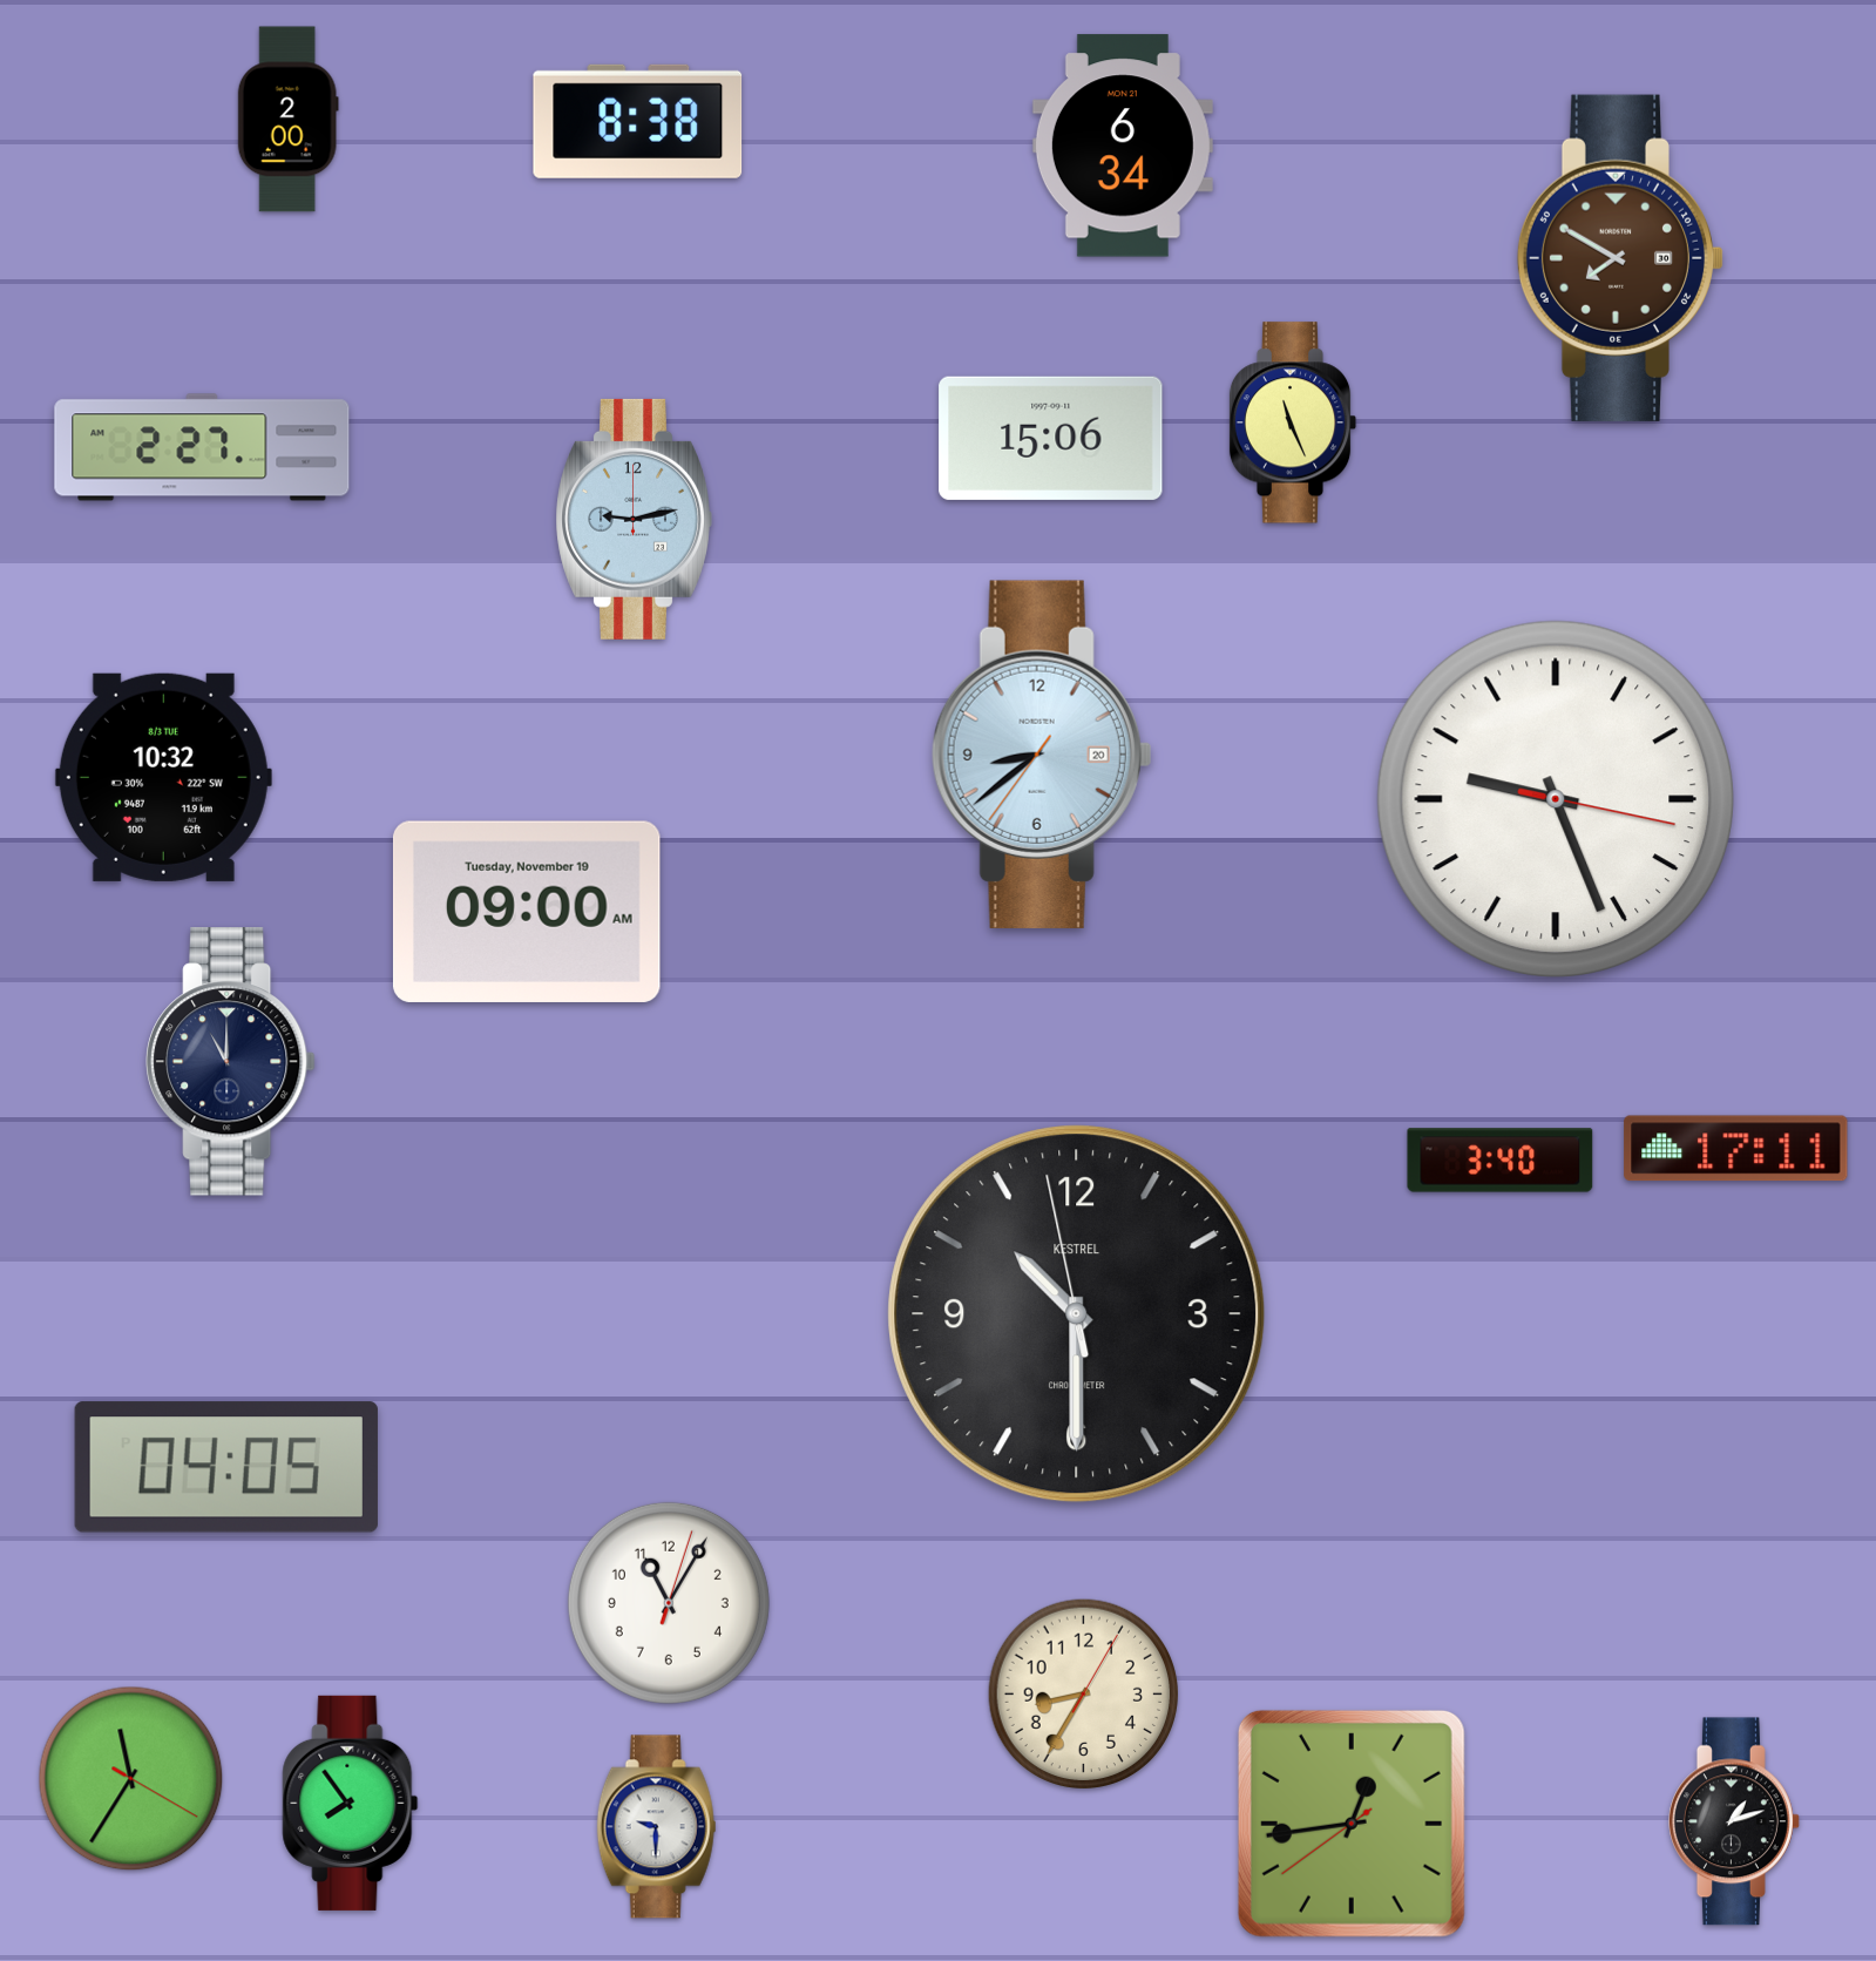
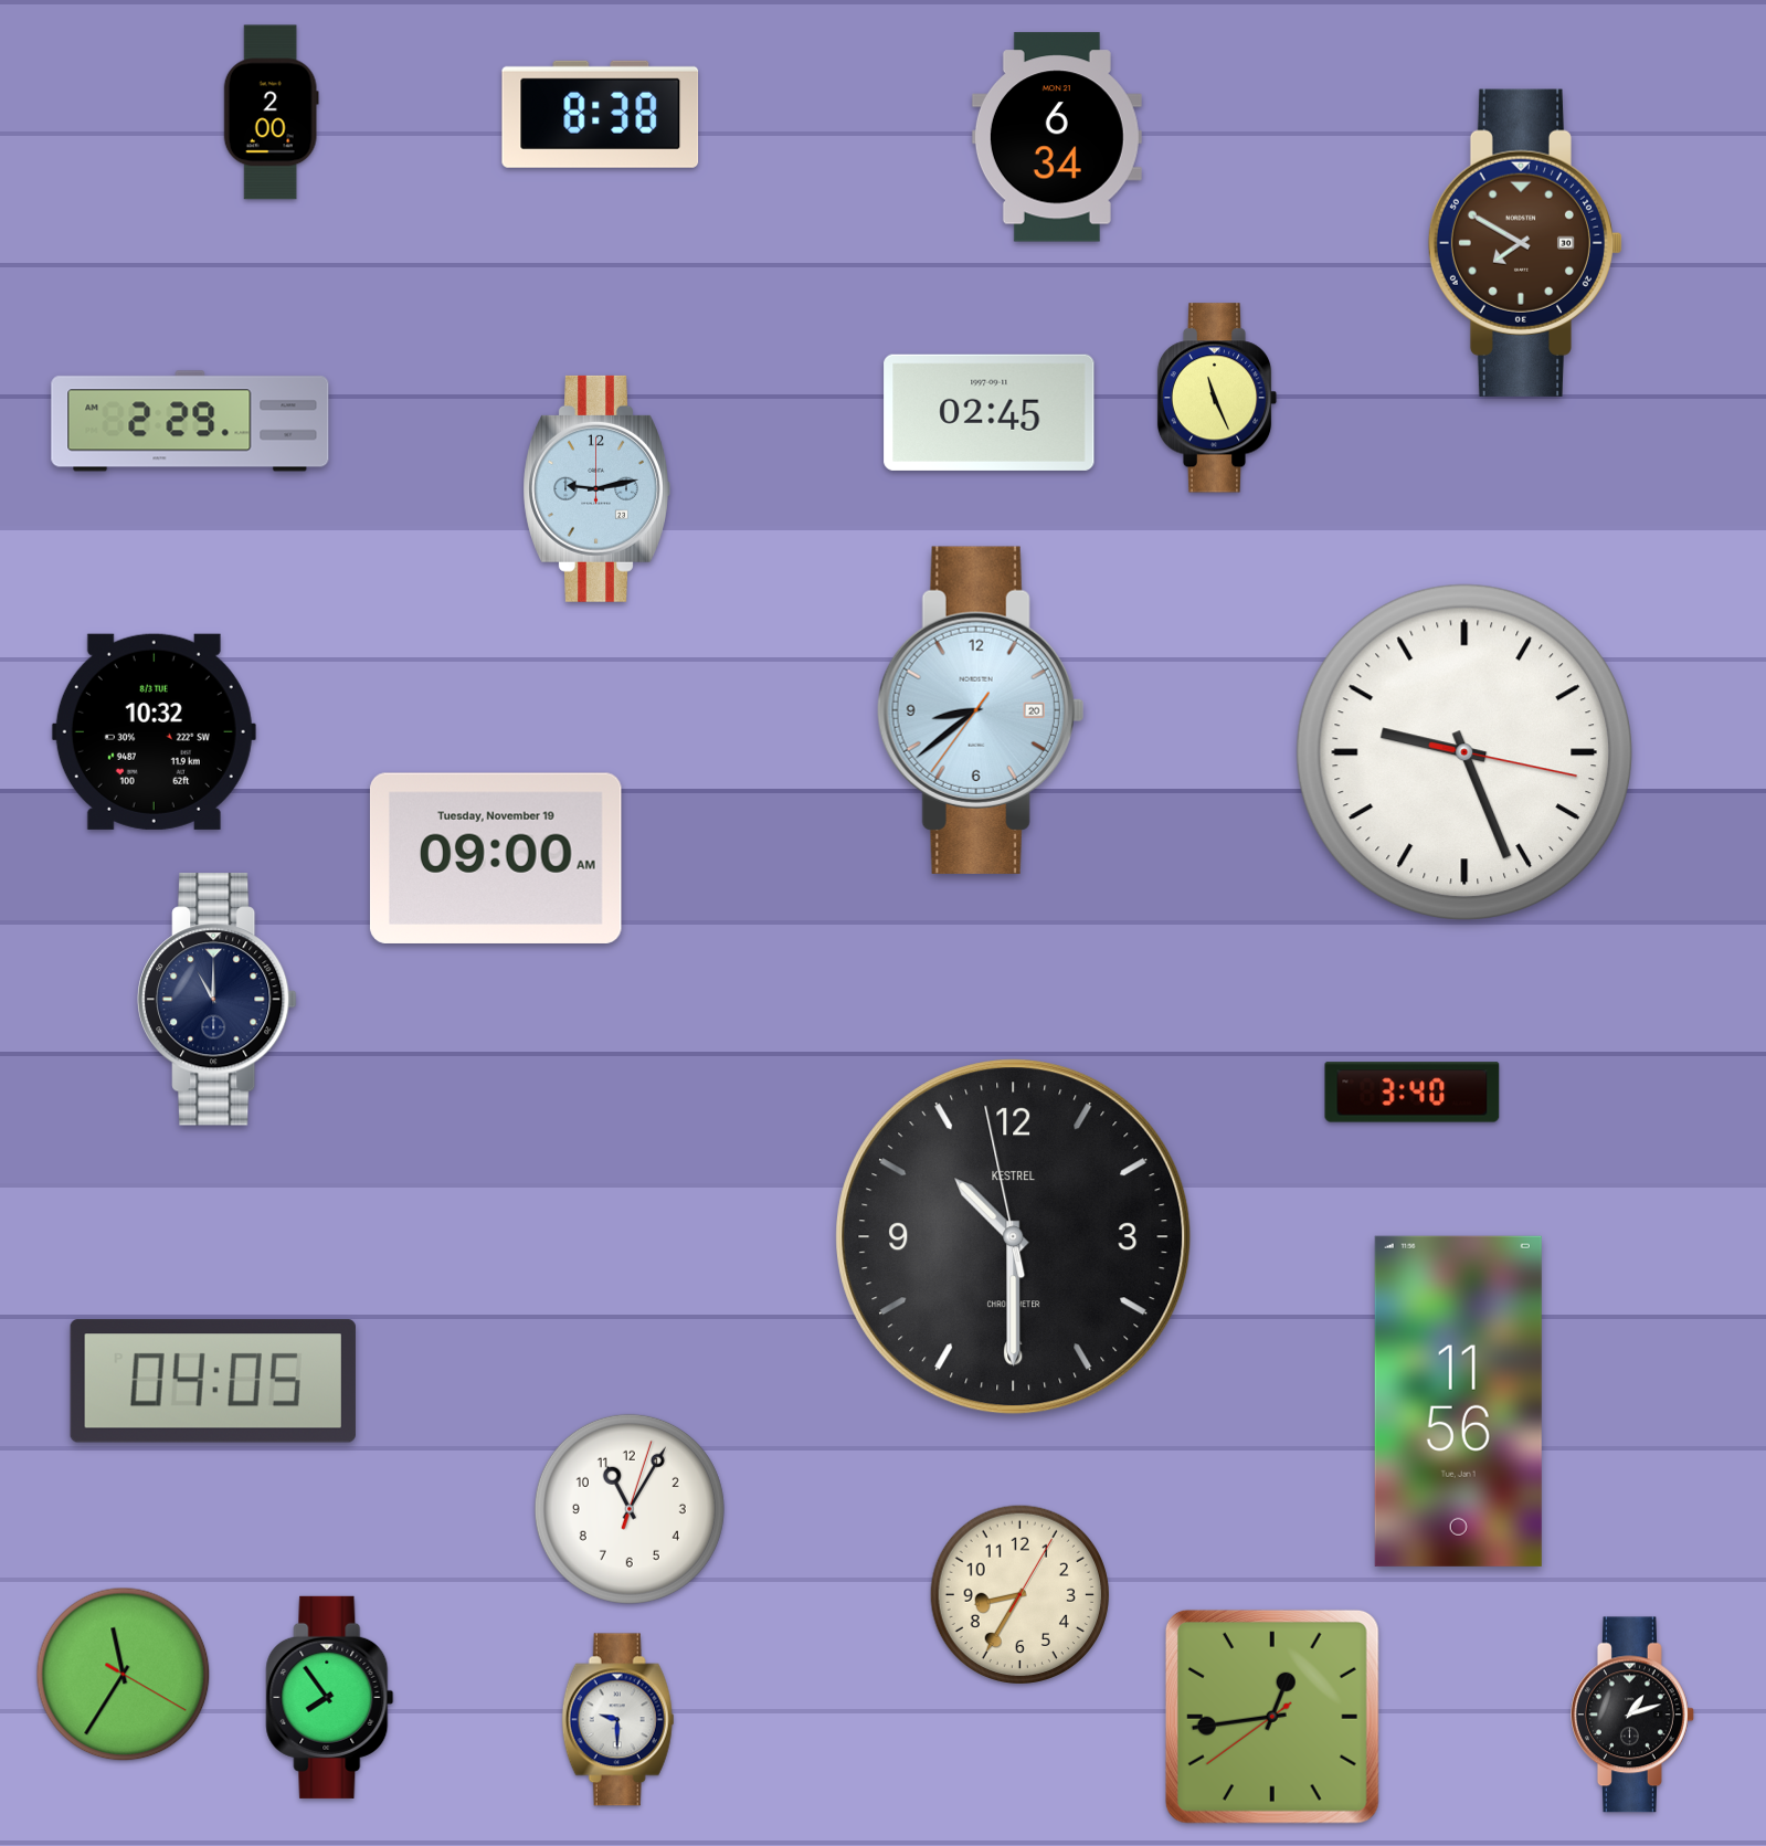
clock at (1051, 438): 15:06 -> 02:45
clock at (202, 447): 2:27 -> 2:29
clock at (1736, 1149): 17:11 -> none
clock at (1458, 1401): none -> 11:56
